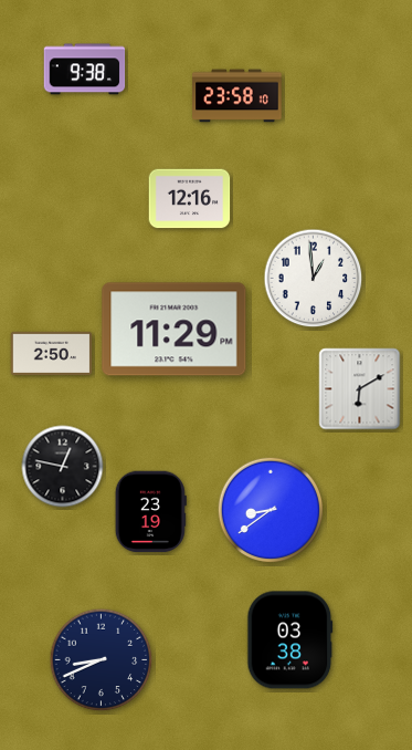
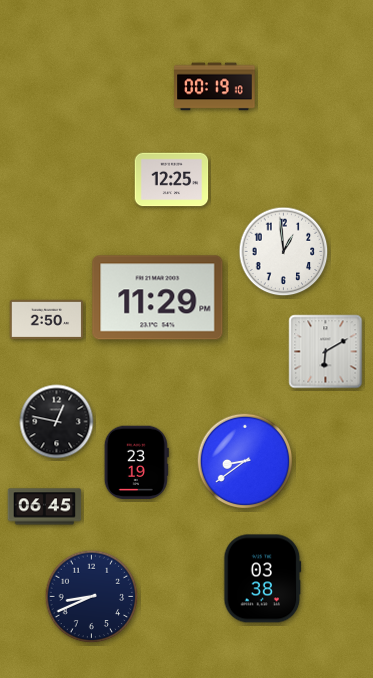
clock at (85, 70): 9:38 -> none
clock at (237, 96): 23:58 -> 00:19
clock at (190, 199): 12:16 -> 12:25
clock at (45, 507): none -> 06:45
